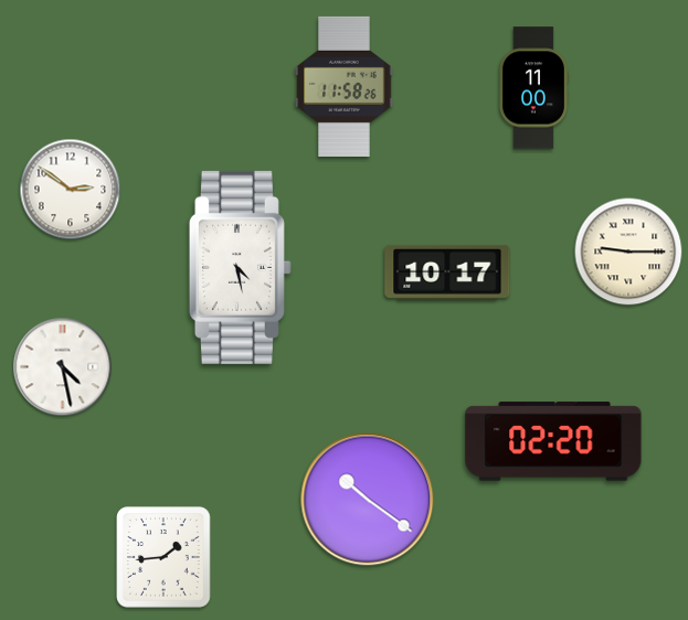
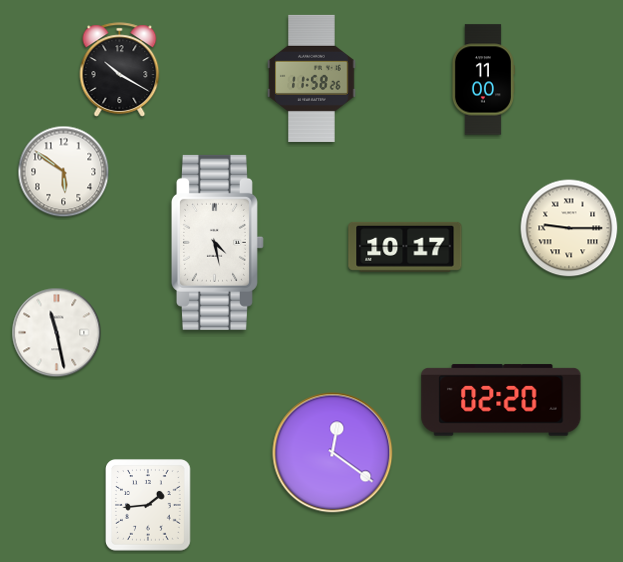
clock at (120, 70): none -> 10:20
clock at (71, 190): 2:51 -> 5:51
clock at (63, 367): 4:28 -> 11:28
clock at (368, 500): 10:21 -> 12:21
